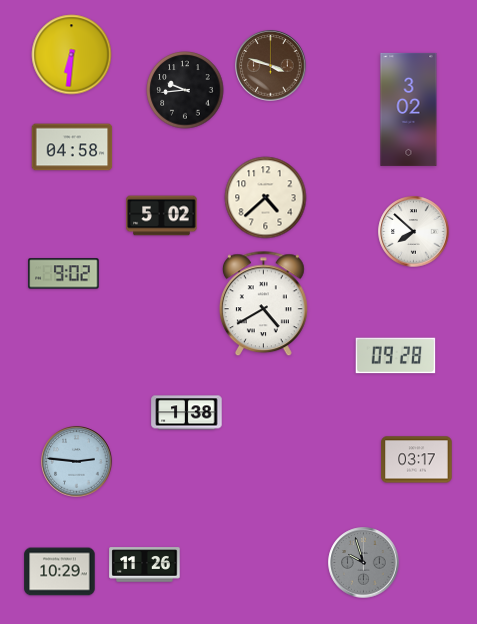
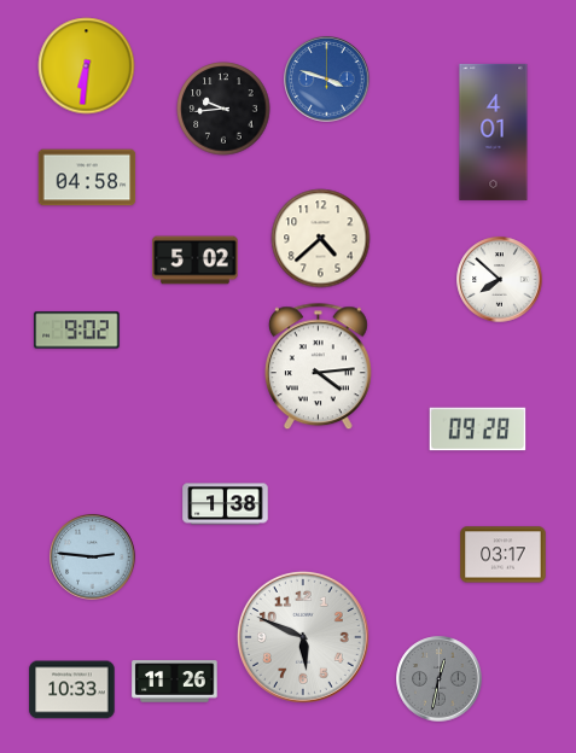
clock at (271, 66) dial: brown -> blue
clock at (409, 109): 3:02 -> 4:01
clock at (263, 304): 4:40 -> 4:14
clock at (187, 413) position: (187, 413) -> (226, 504)
clock at (303, 637): none -> 5:49
clock at (364, 563): 9:57 -> 12:32
clock at (60, 572): 10:29 -> 10:33
